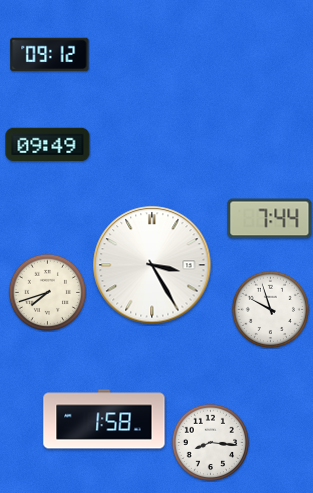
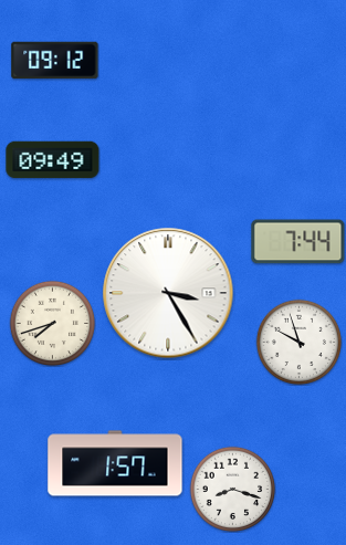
clock at (104, 419): 1:58 -> 1:57
clock at (210, 442): 8:16 -> 8:18
